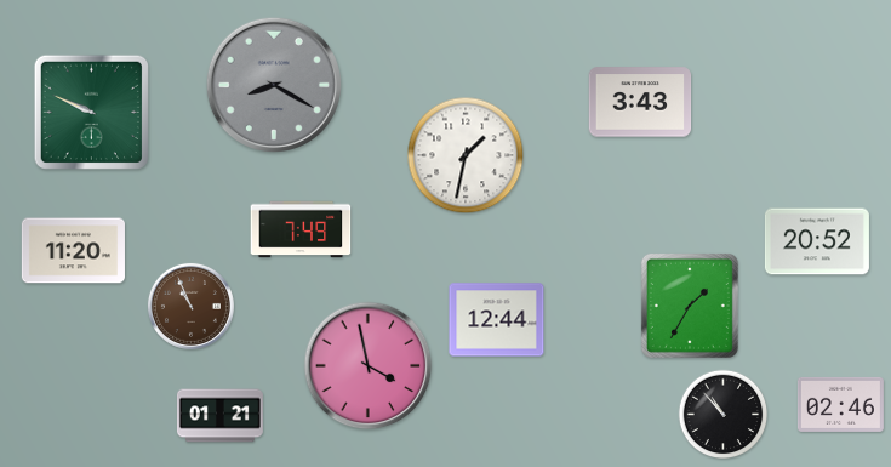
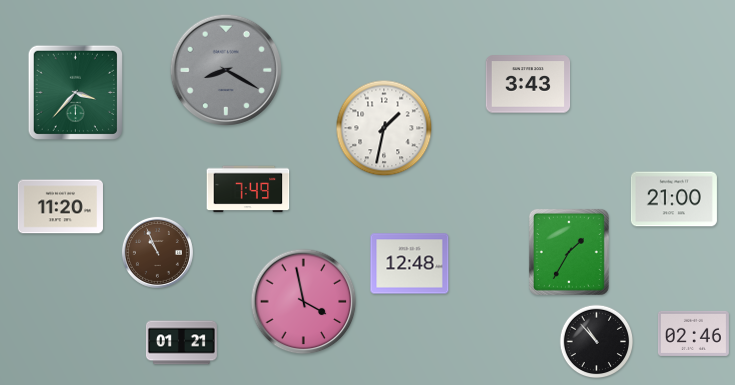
clock at (91, 112): 9:49 -> 3:37
clock at (817, 241): 20:52 -> 21:00
clock at (497, 320): 12:44 -> 12:48
